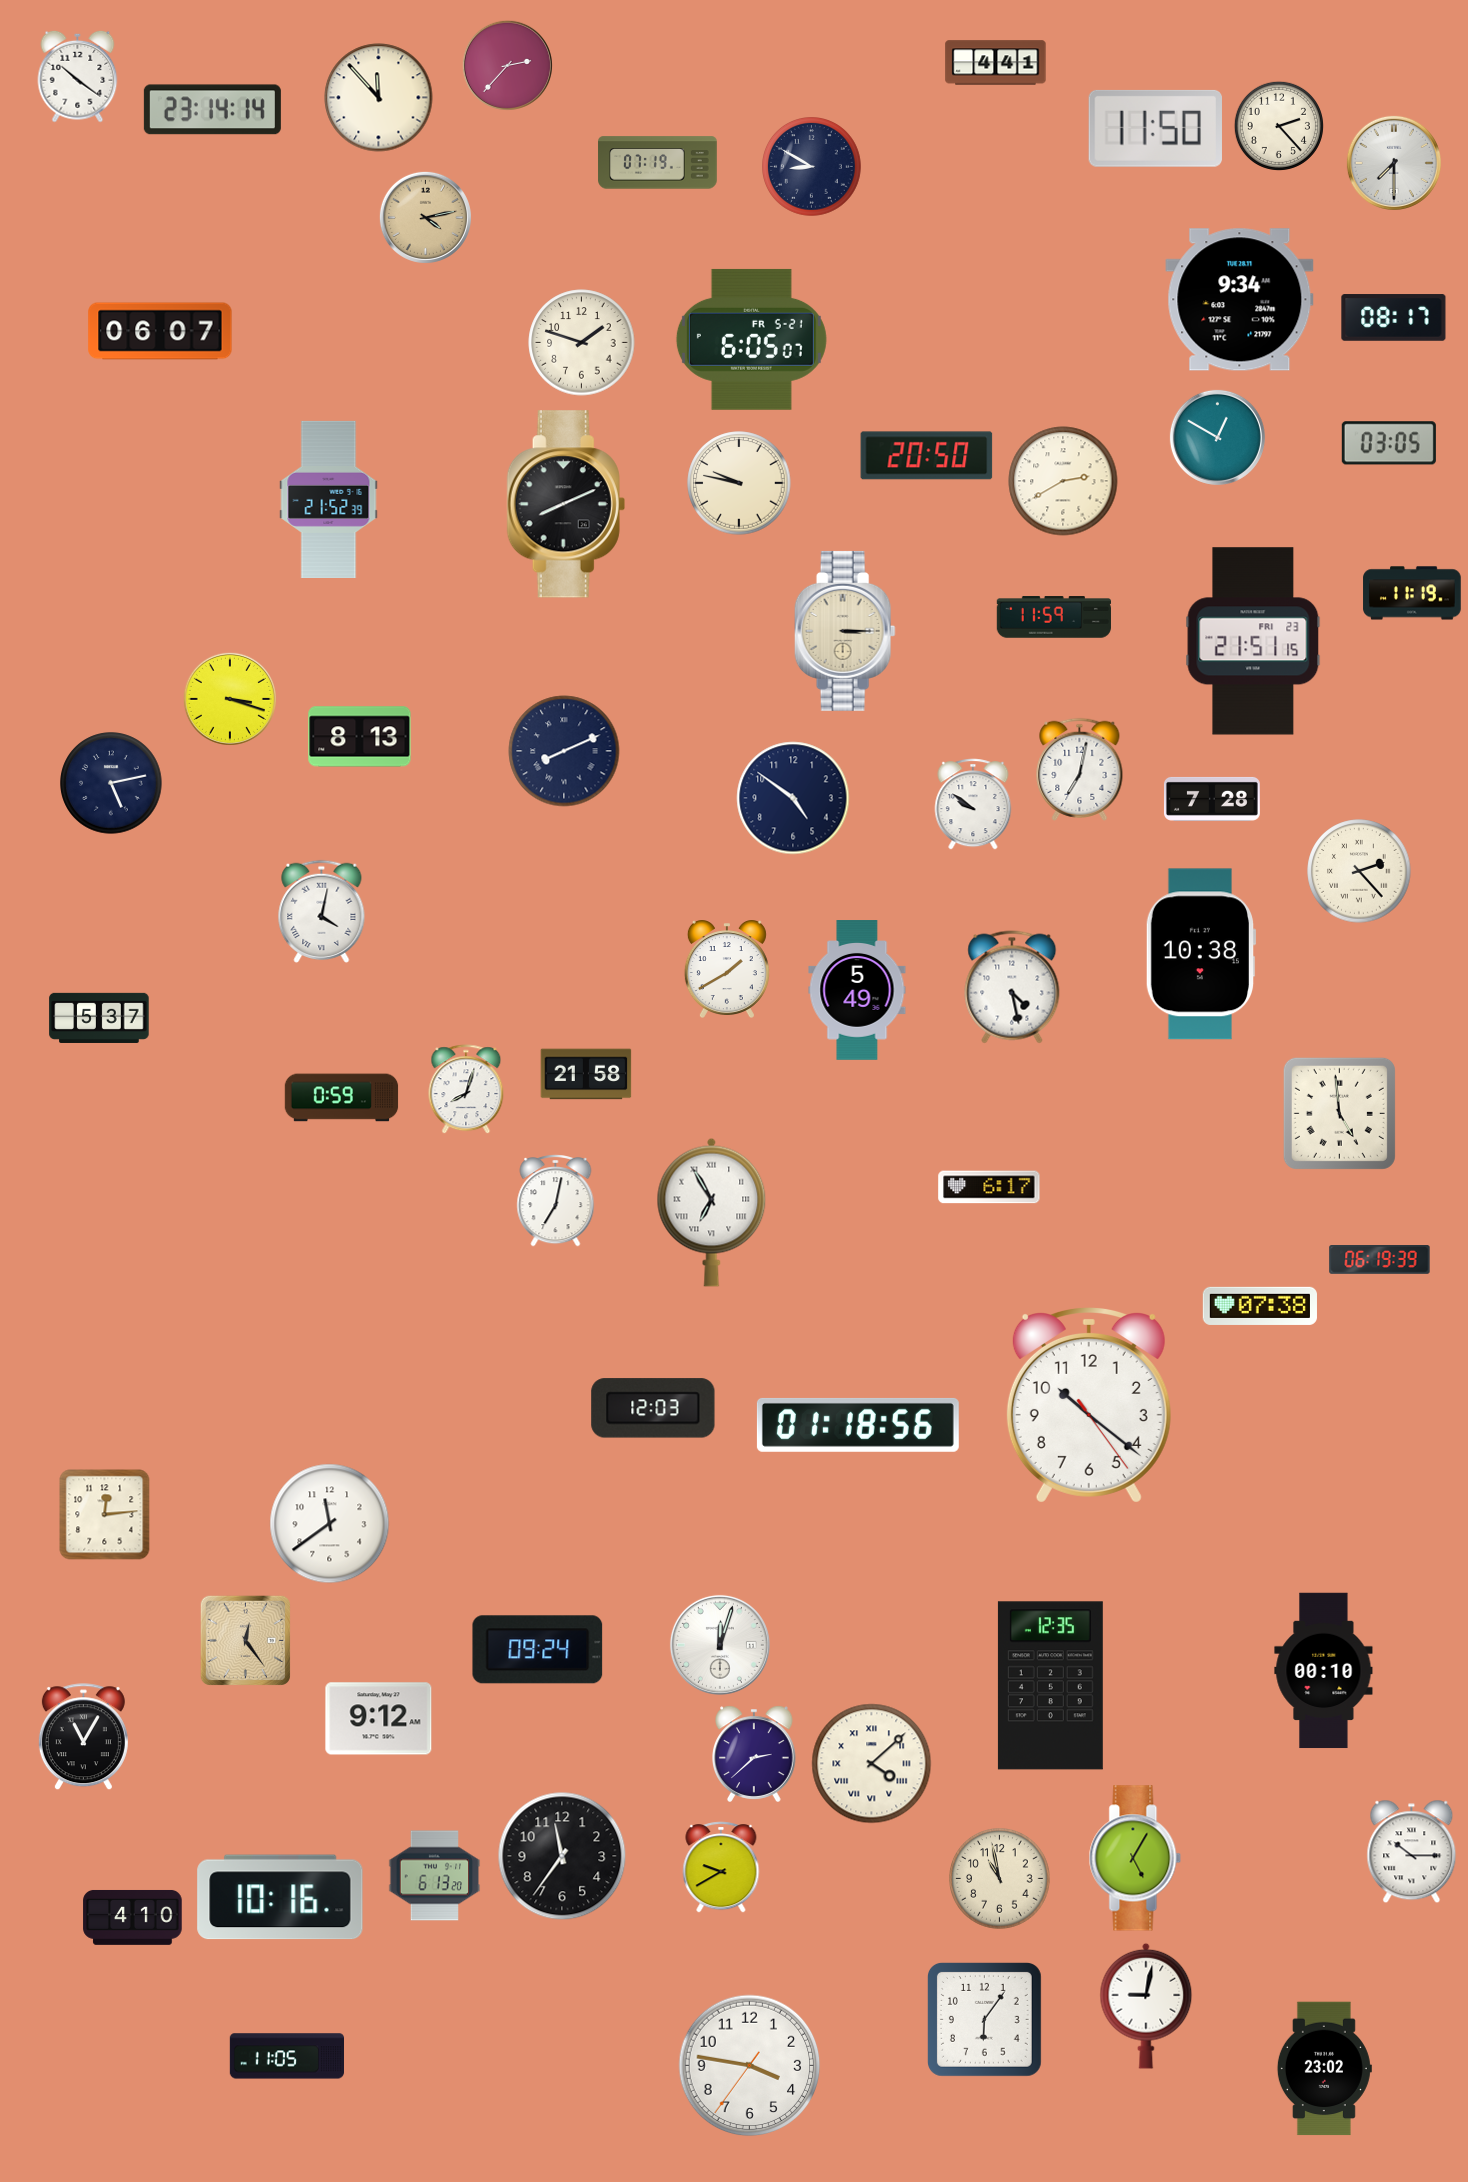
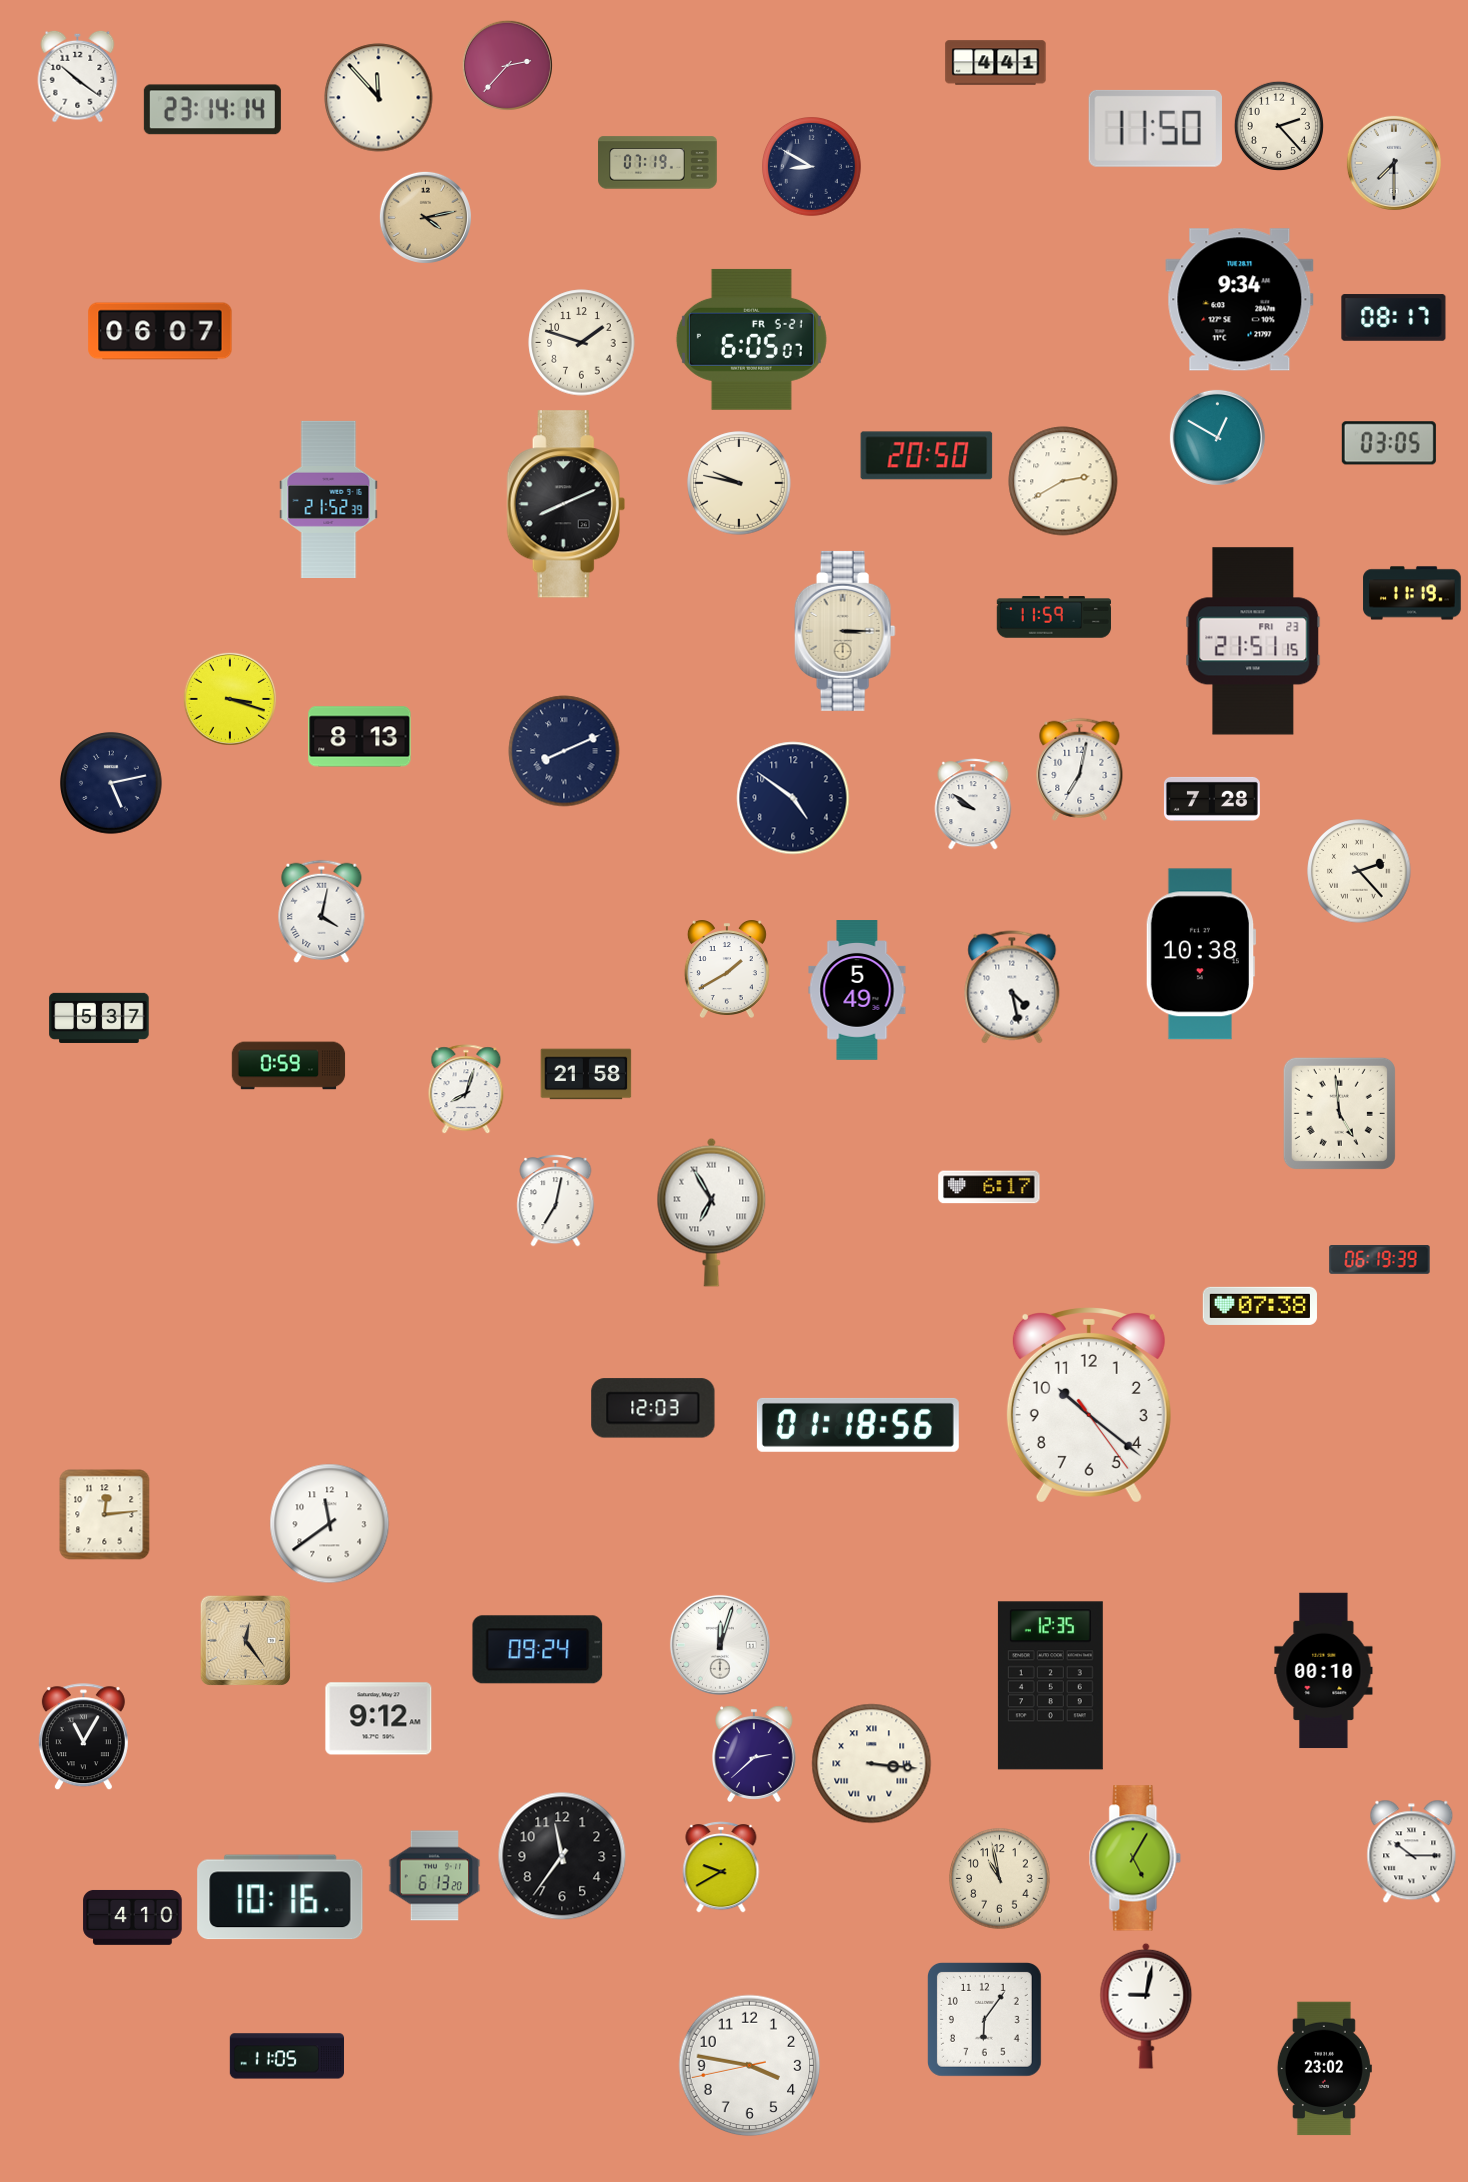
clock at (342, 1098) position: (342, 1098) -> (289, 1066)
clock at (872, 1764): 4:08 -> 3:16
clock at (750, 2066): 3:46:36 -> 3:46:43
